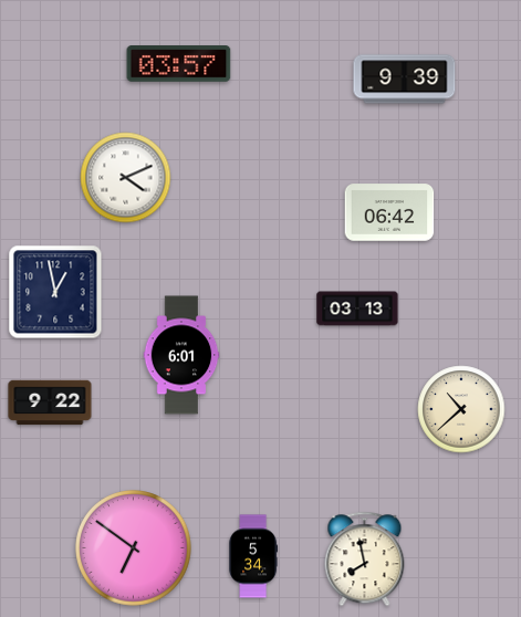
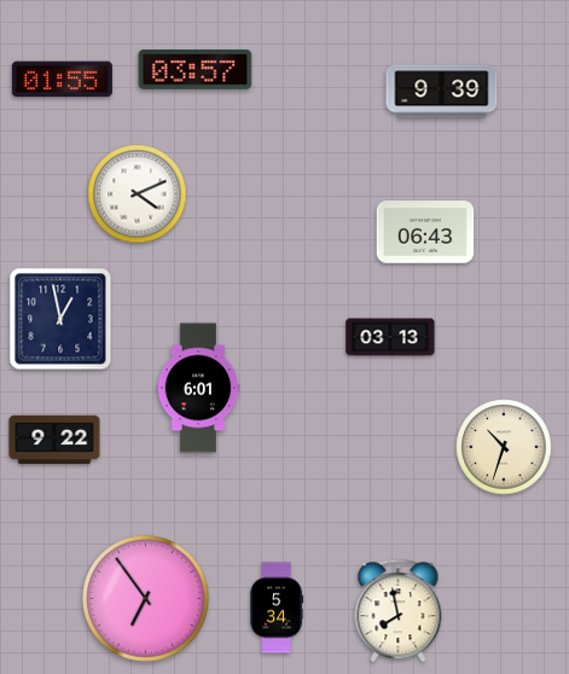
clock at (62, 80): none -> 01:55
clock at (405, 80) position: (405, 80) -> (442, 92)
clock at (389, 212): 06:42 -> 06:43
clock at (461, 409): 10:38 -> 10:33
clock at (134, 548): 6:51 -> 6:54
